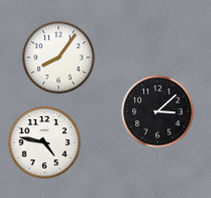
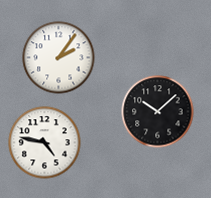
clock at (59, 58): 8:06 -> 2:06
clock at (158, 112): 3:08 -> 10:08
